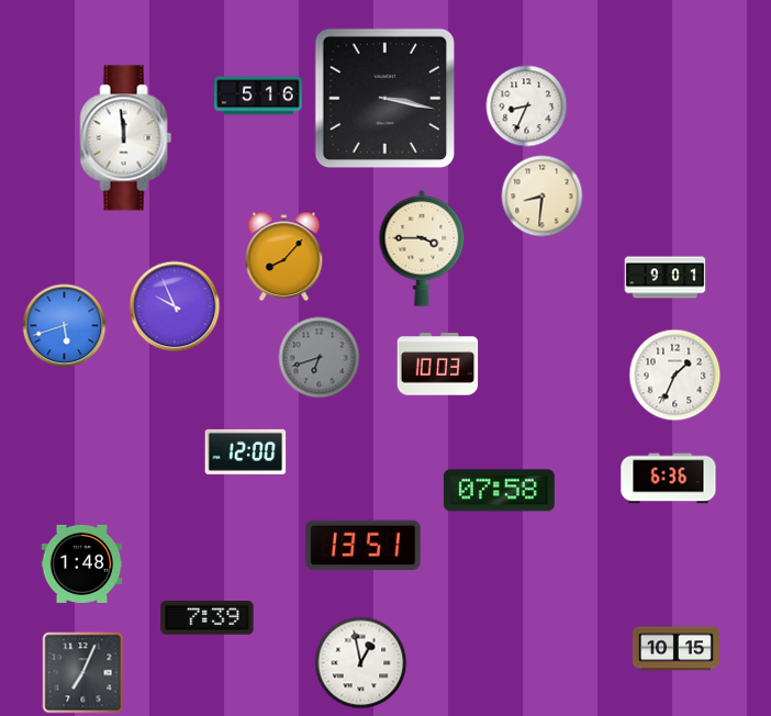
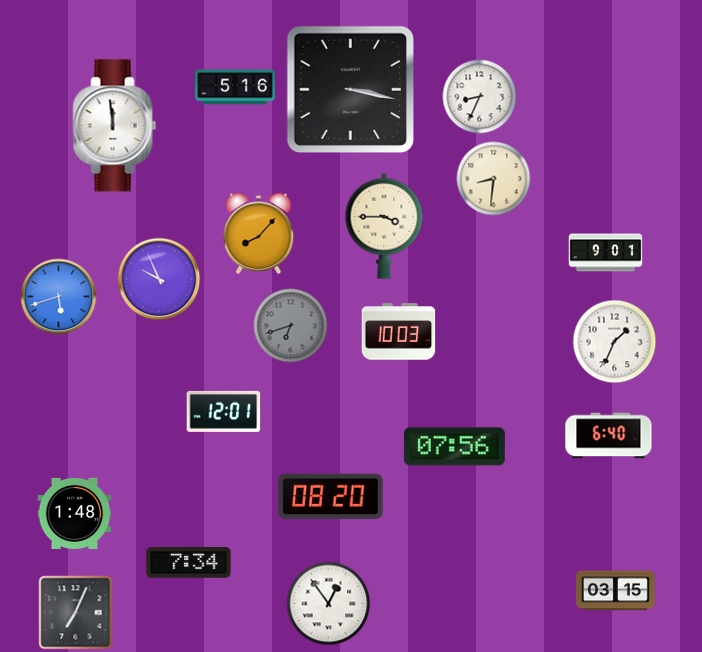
clock at (246, 451): 12:00 -> 12:01
clock at (669, 479): 6:36 -> 6:40
clock at (499, 491): 07:58 -> 07:56
clock at (364, 546): 13:51 -> 08:20
clock at (208, 618): 7:39 -> 7:34
clock at (675, 649): 10:15 -> 03:15
clock at (361, 663): 12:58 -> 12:54
